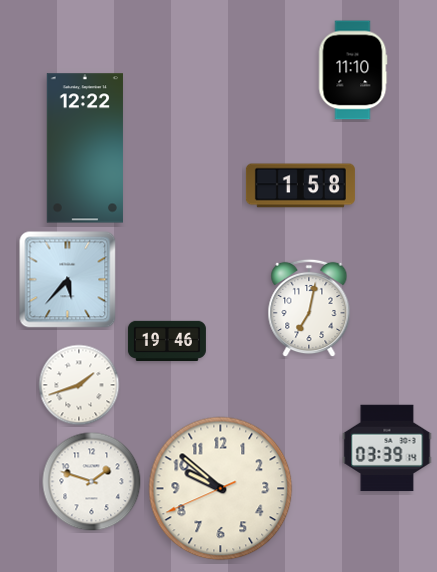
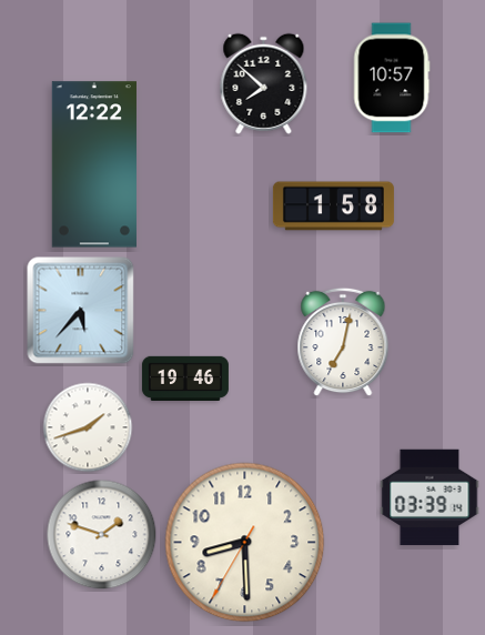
clock at (353, 70): 11:10 -> 10:57
clock at (264, 83): none -> 7:52
clock at (68, 280) position: (68, 280) -> (81, 311)
clock at (221, 489): 9:51 -> 8:29
